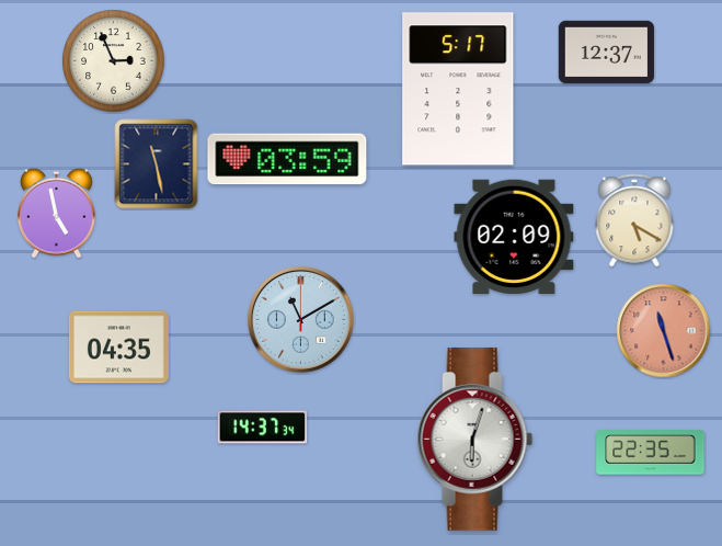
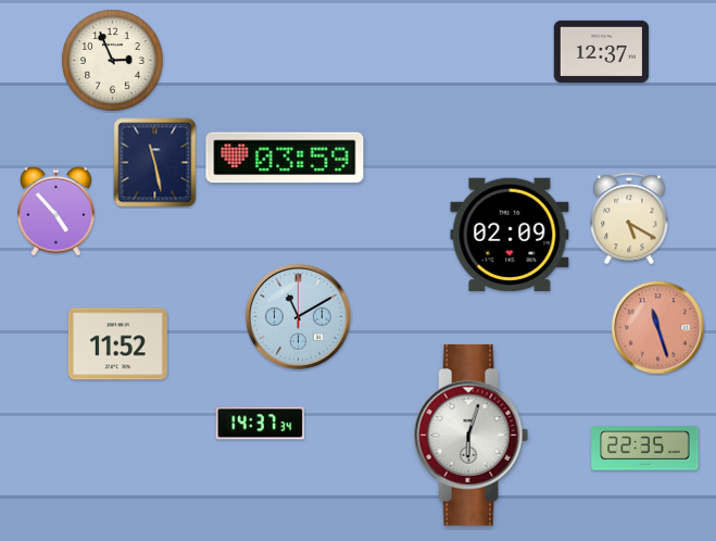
clock at (458, 89): 5:17 -> none
clock at (57, 213): 4:58 -> 4:53
clock at (118, 348): 04:35 -> 11:52
